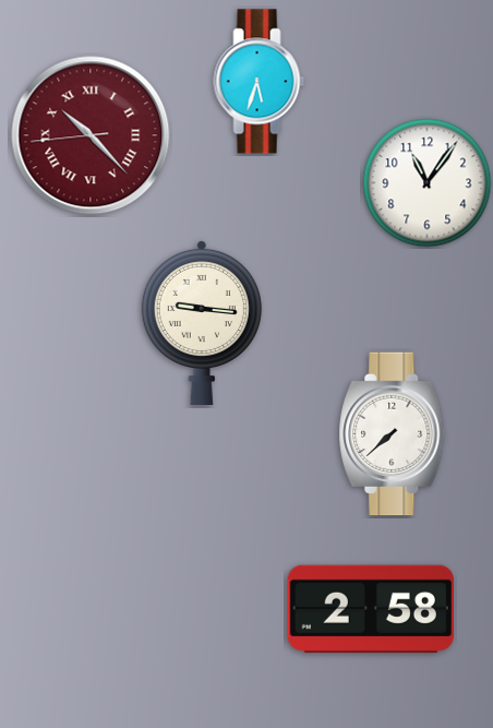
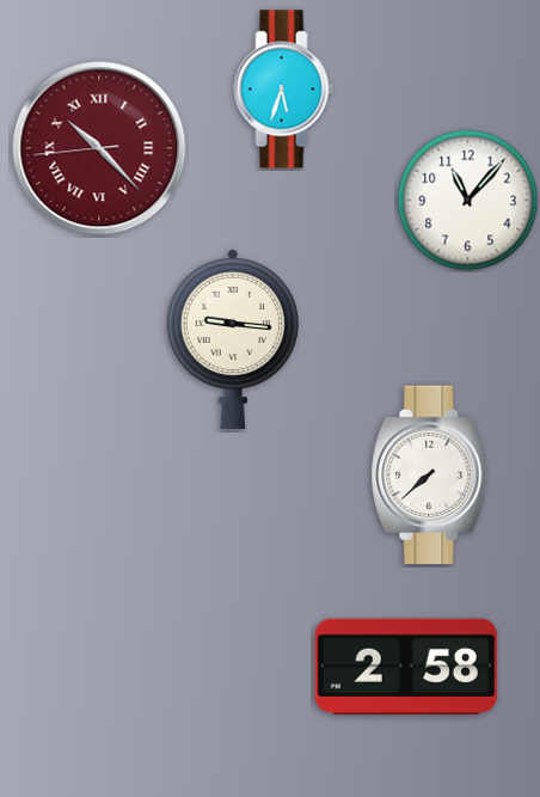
clock at (428, 183): 11:06 -> 11:07
clock at (202, 322) position: (202, 322) -> (233, 338)
